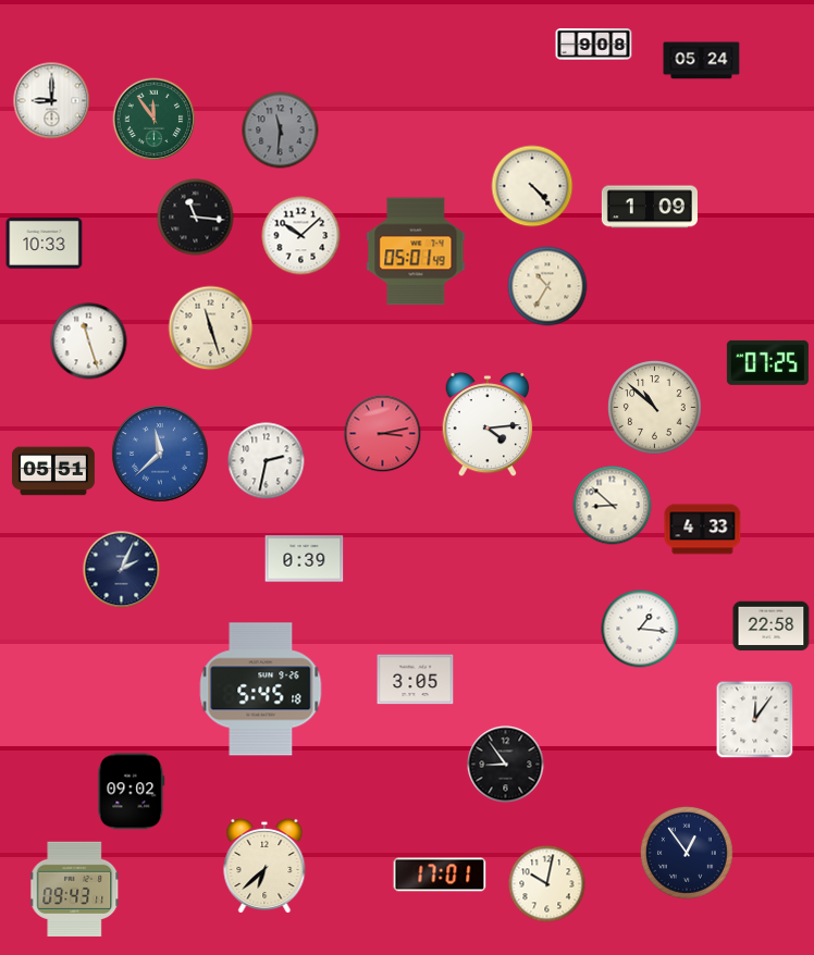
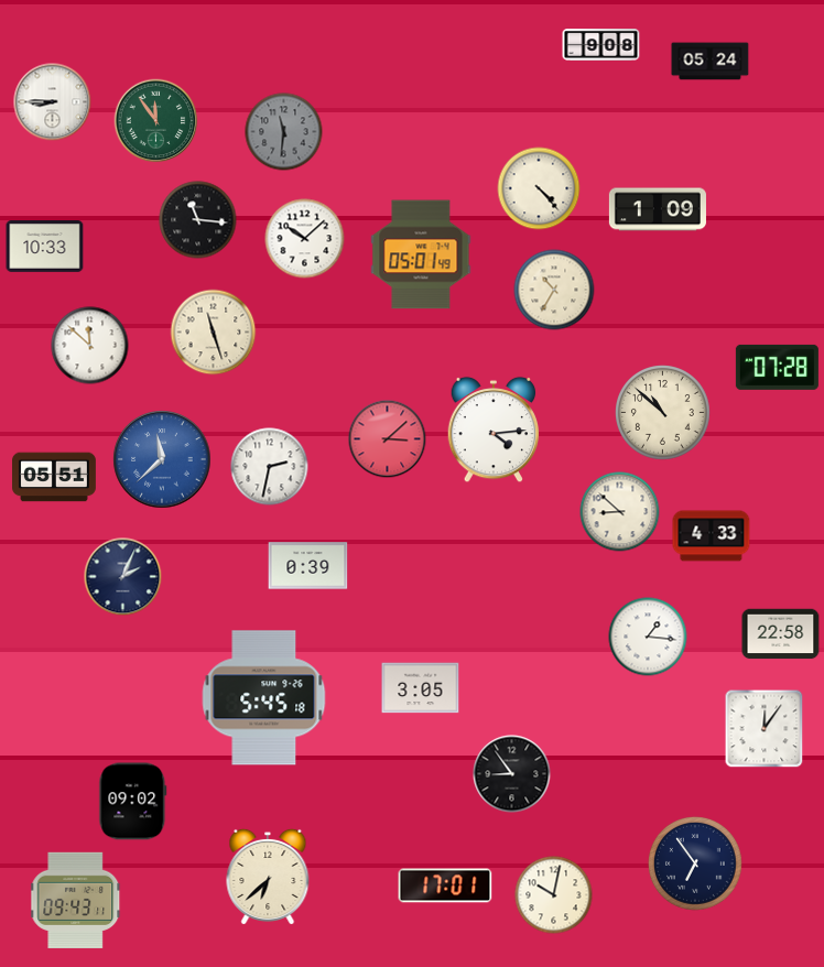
clock at (52, 101): 9:00 -> 8:45
clock at (89, 342): 11:27 -> 11:52
clock at (767, 362): 07:25 -> 07:28
clock at (383, 434): 3:13 -> 3:08
clock at (687, 853): 12:54 -> 6:54
